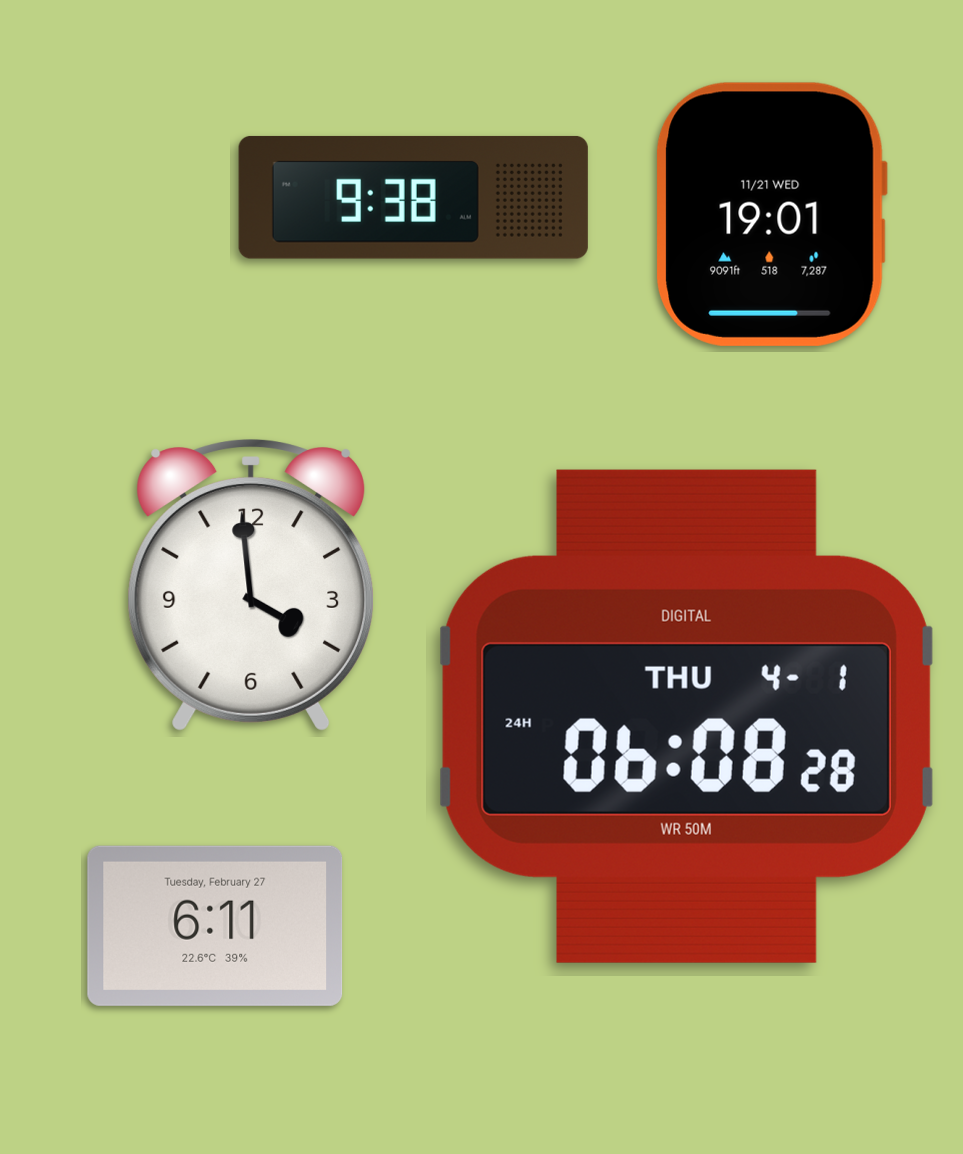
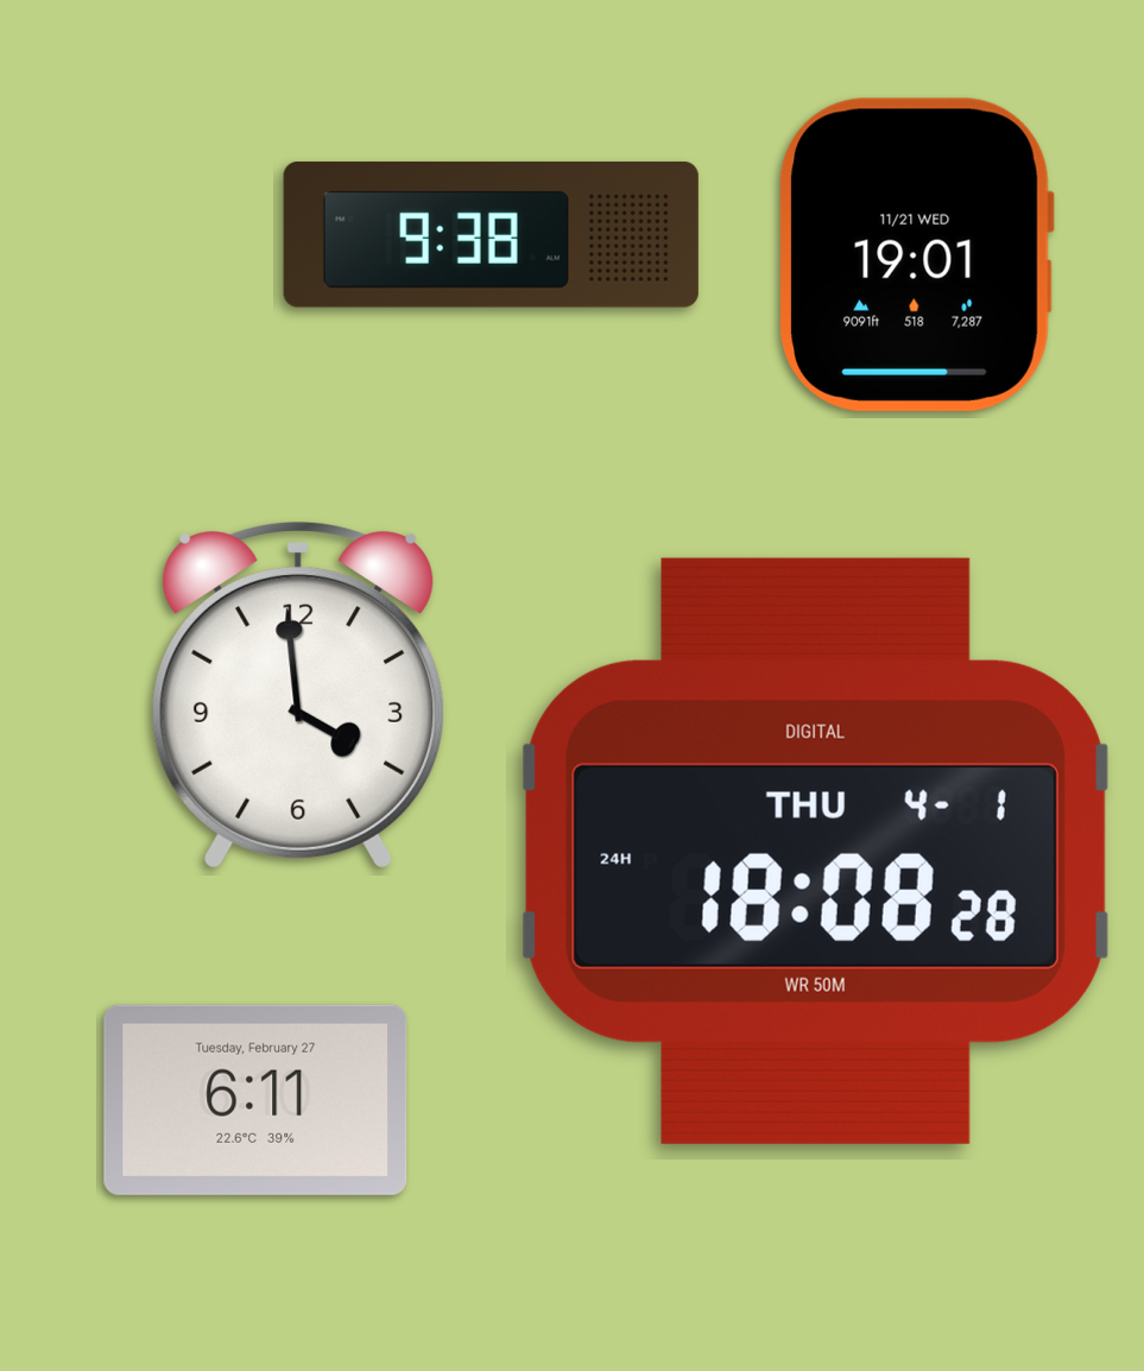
clock at (686, 716): 06:08 -> 18:08
